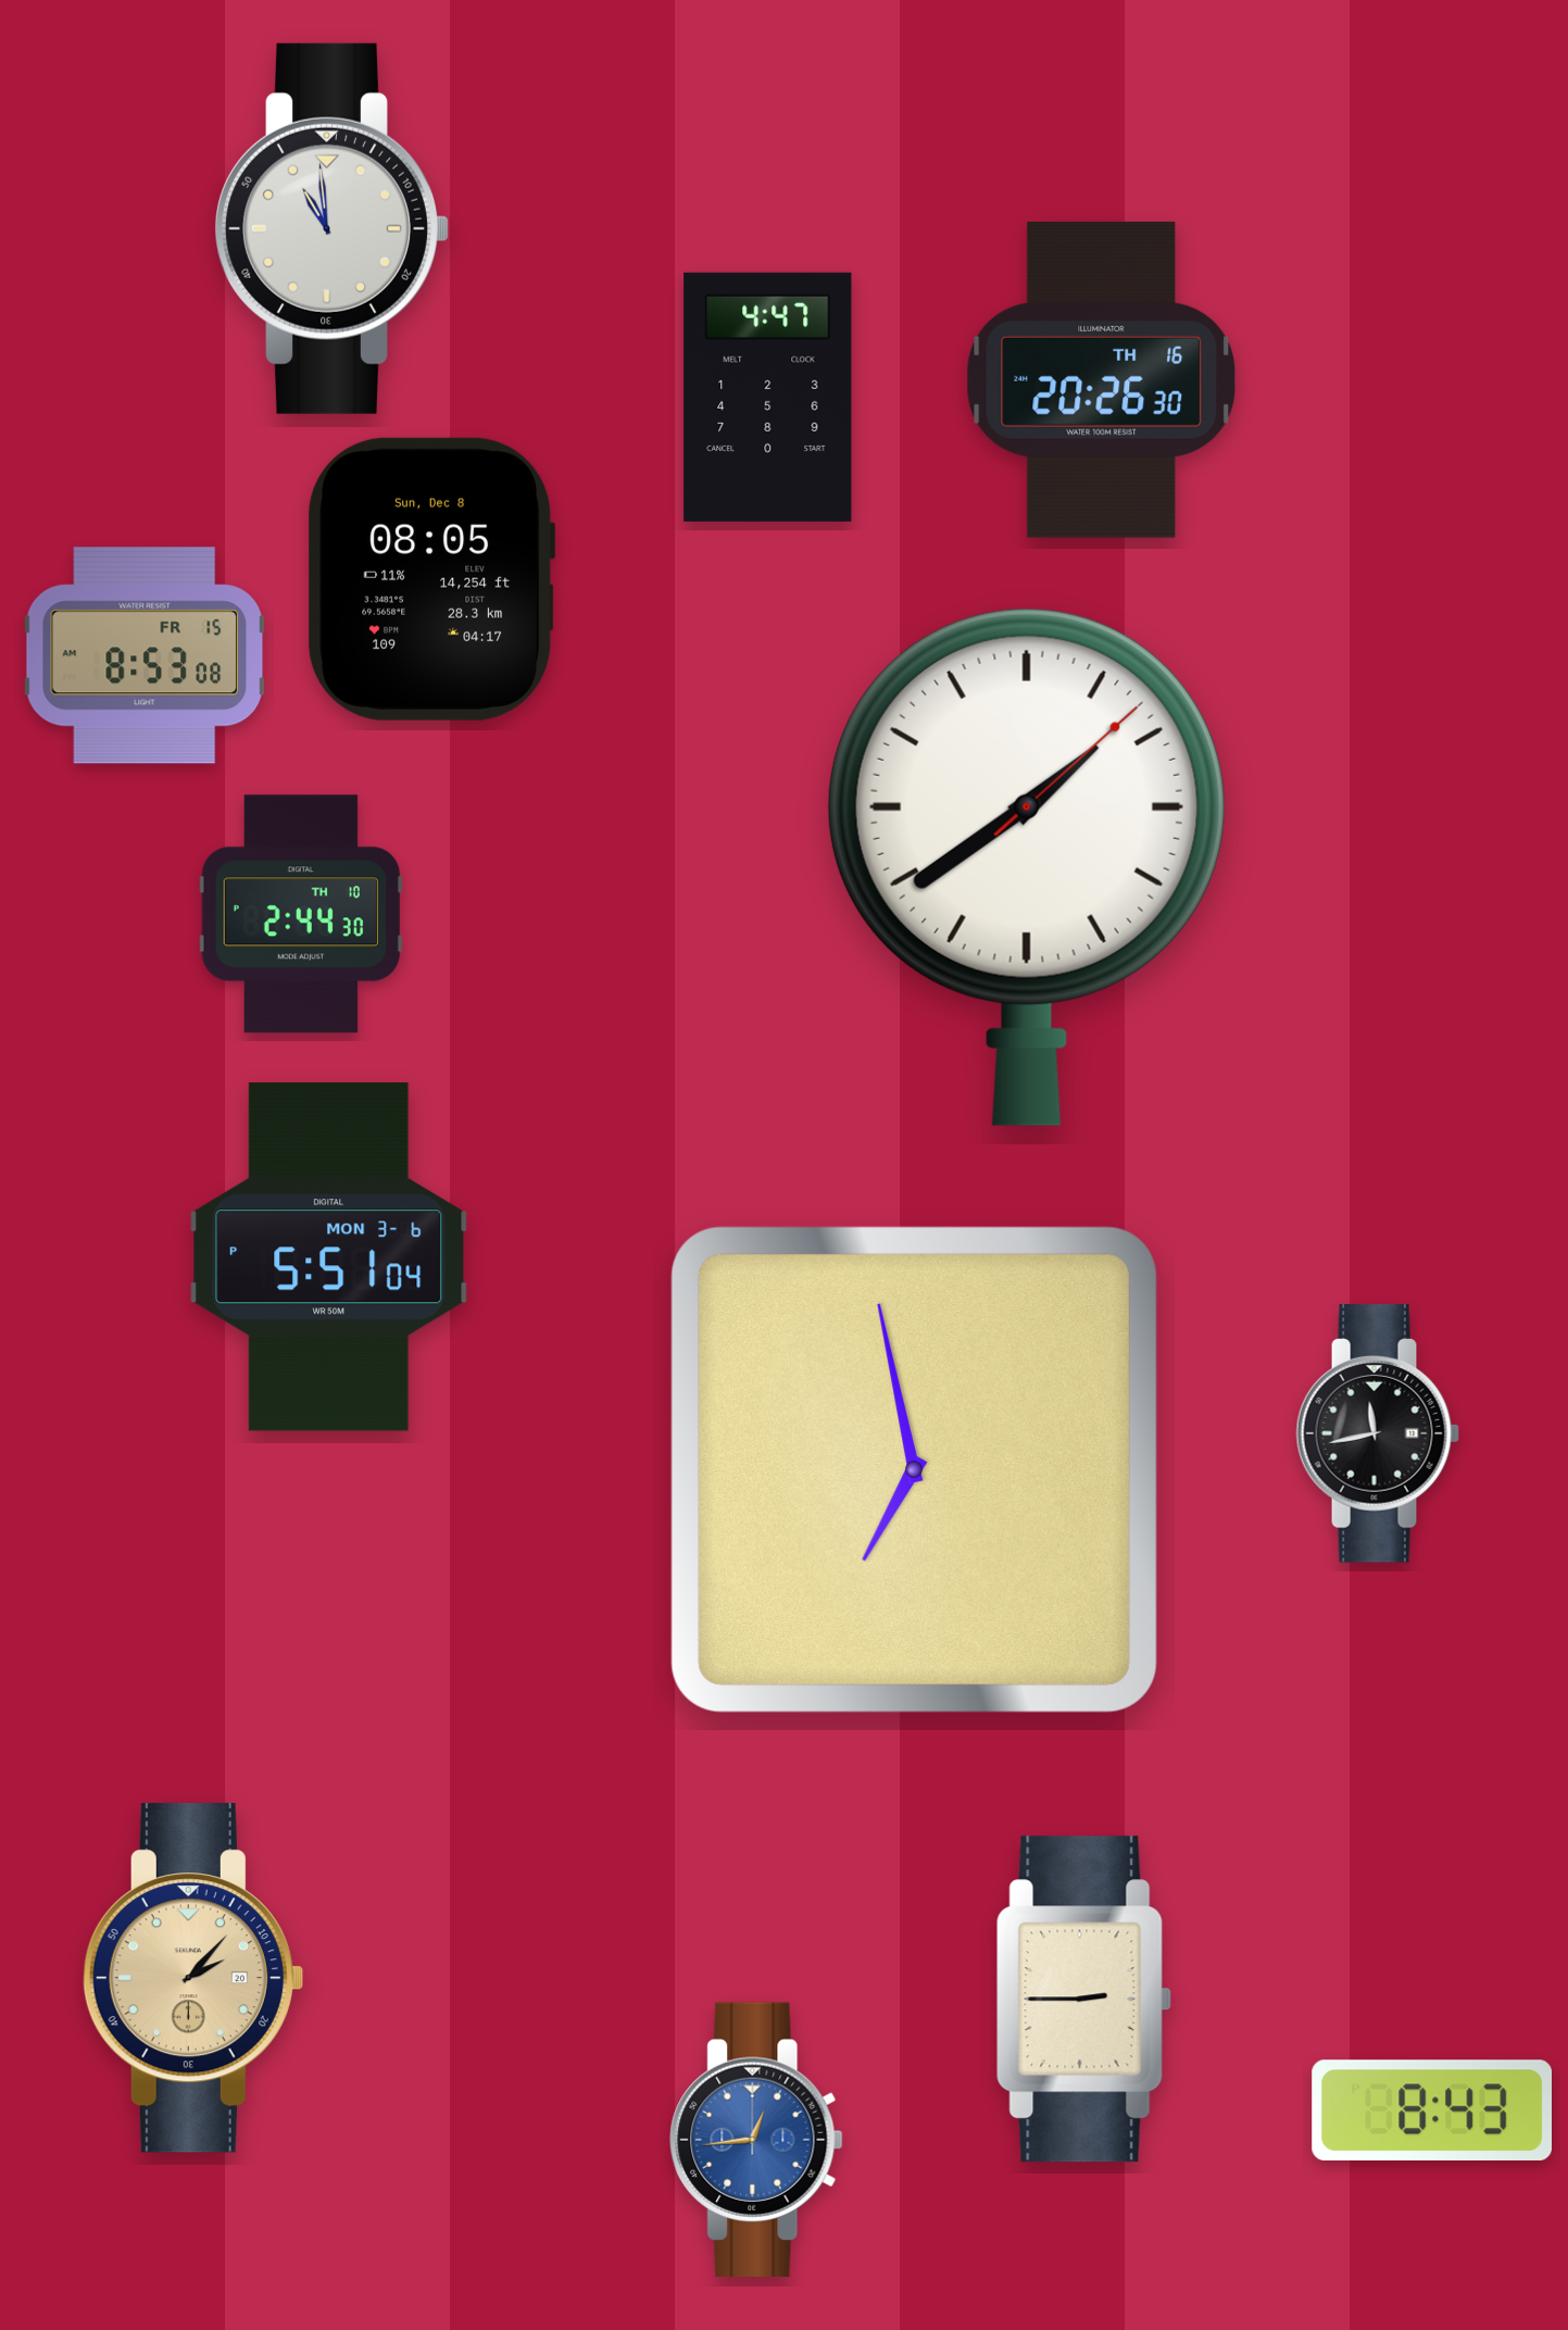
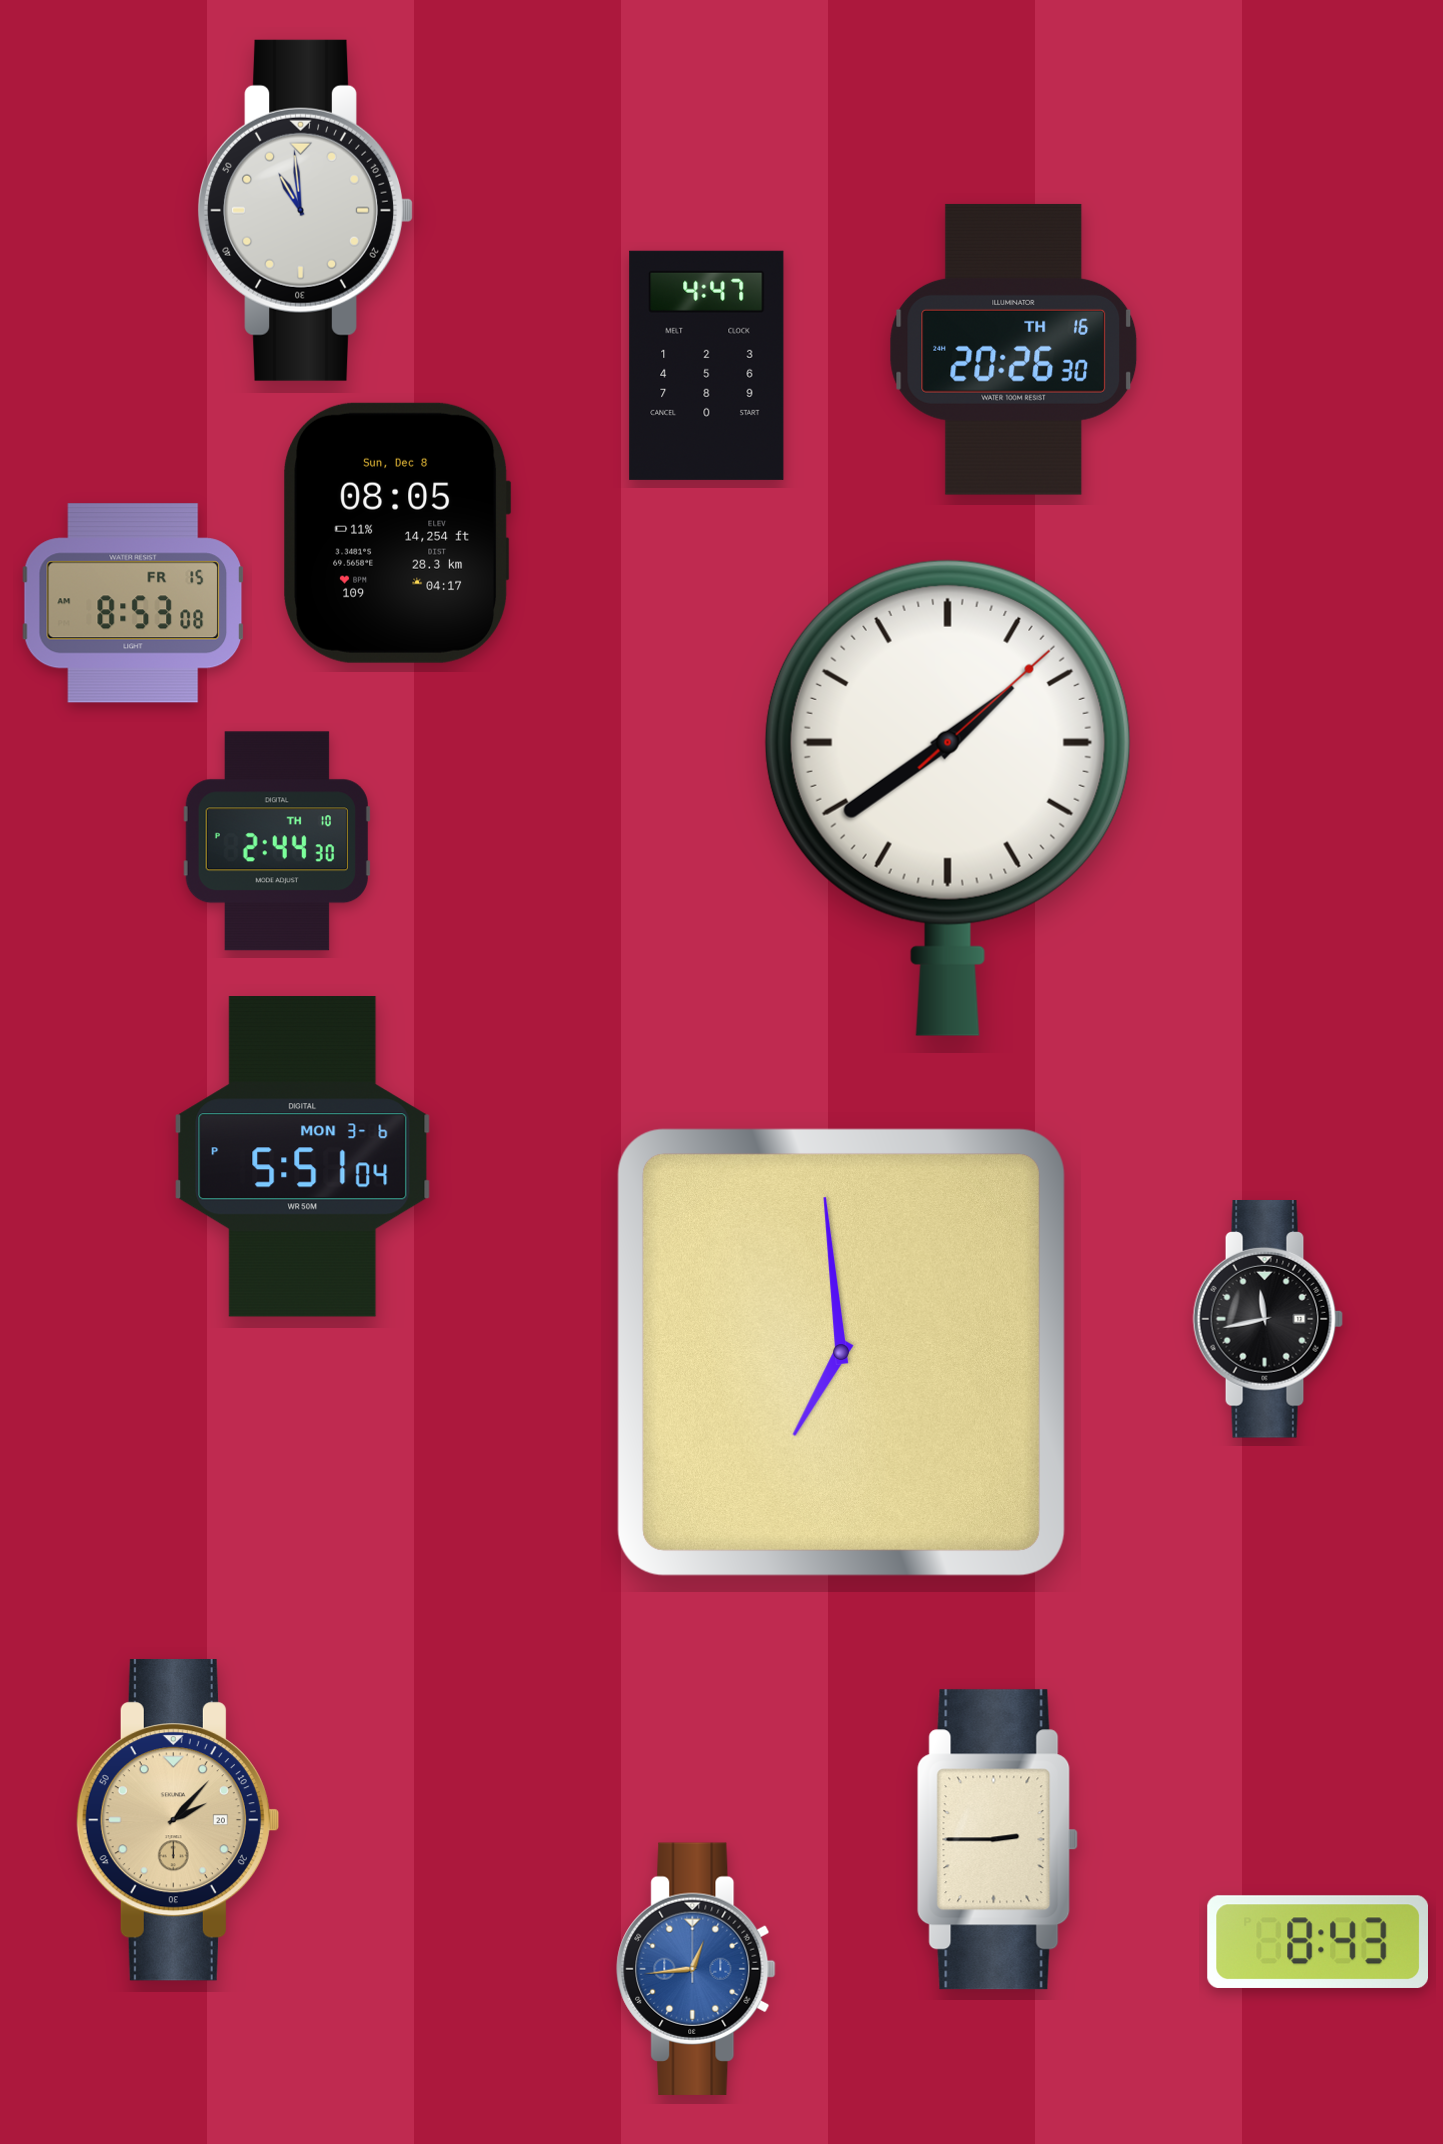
clock at (1027, 866) position: (1027, 866) -> (948, 797)
clock at (914, 1469): 6:58 -> 6:59
